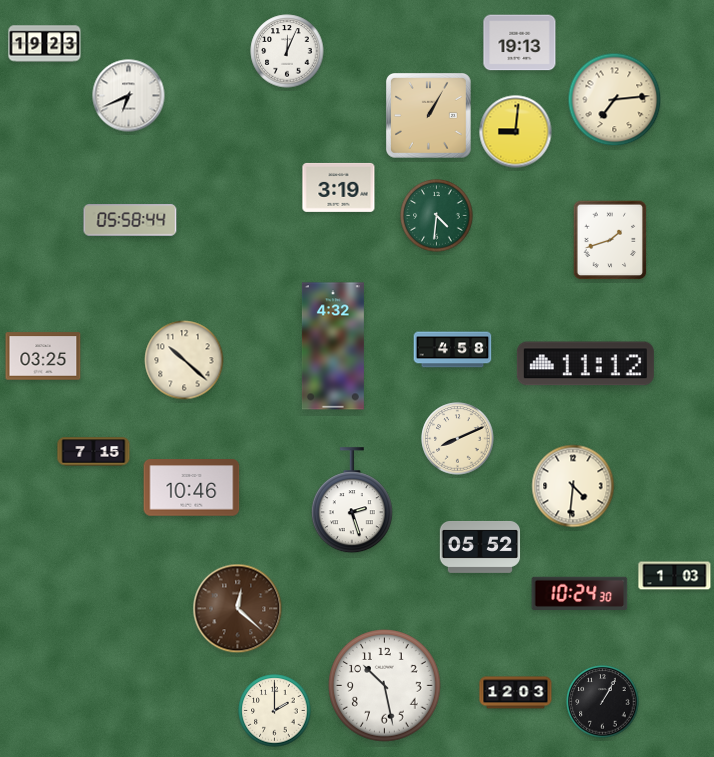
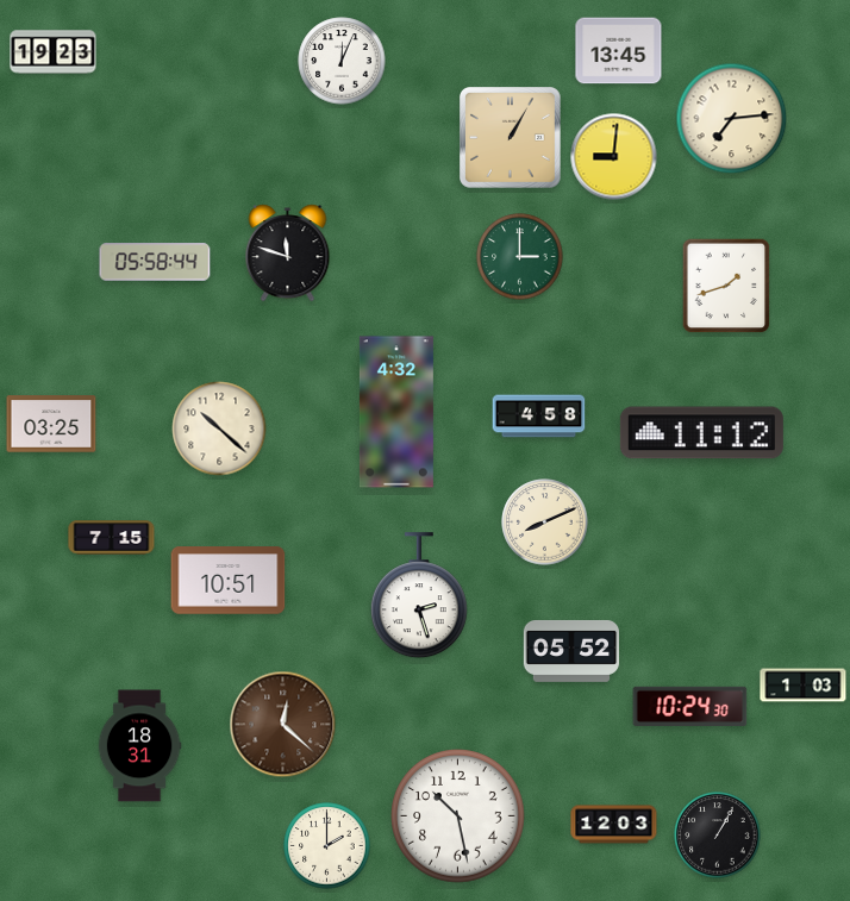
clock at (520, 43): 19:13 -> 13:45
clock at (129, 96): 6:41 -> none
clock at (339, 187): 3:19 -> none
clock at (288, 254): none -> 11:48
clock at (437, 216): 4:31 -> 3:00
clock at (585, 364) position: (585, 364) -> (701, 433)
clock at (573, 486): 4:31 -> none
clock at (192, 488): 10:46 -> 10:51
clock at (139, 746): none -> 18:31
